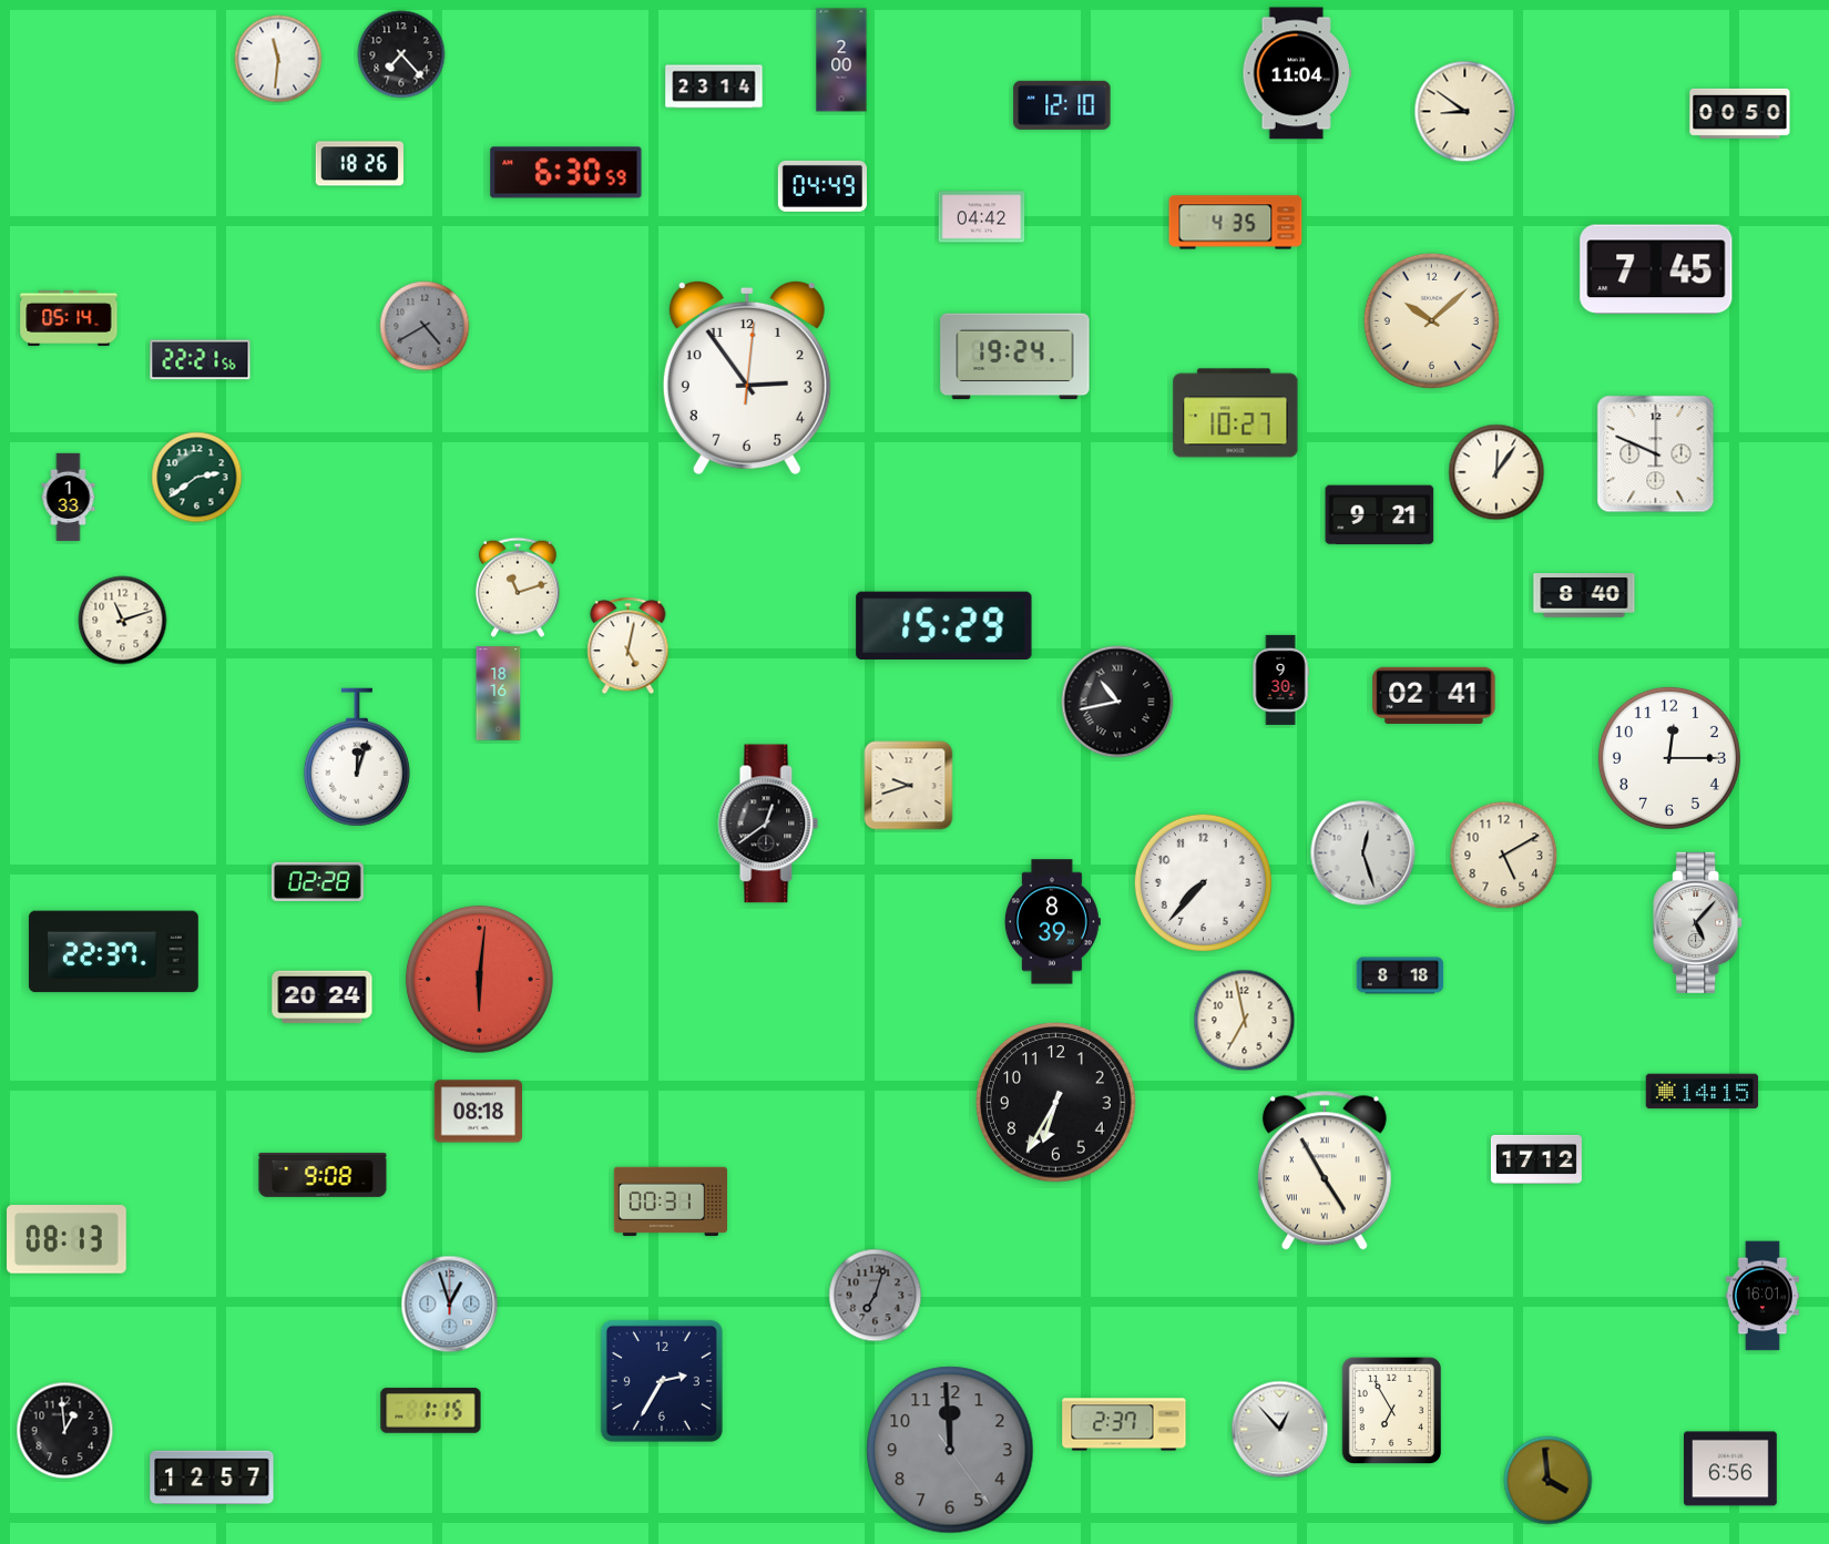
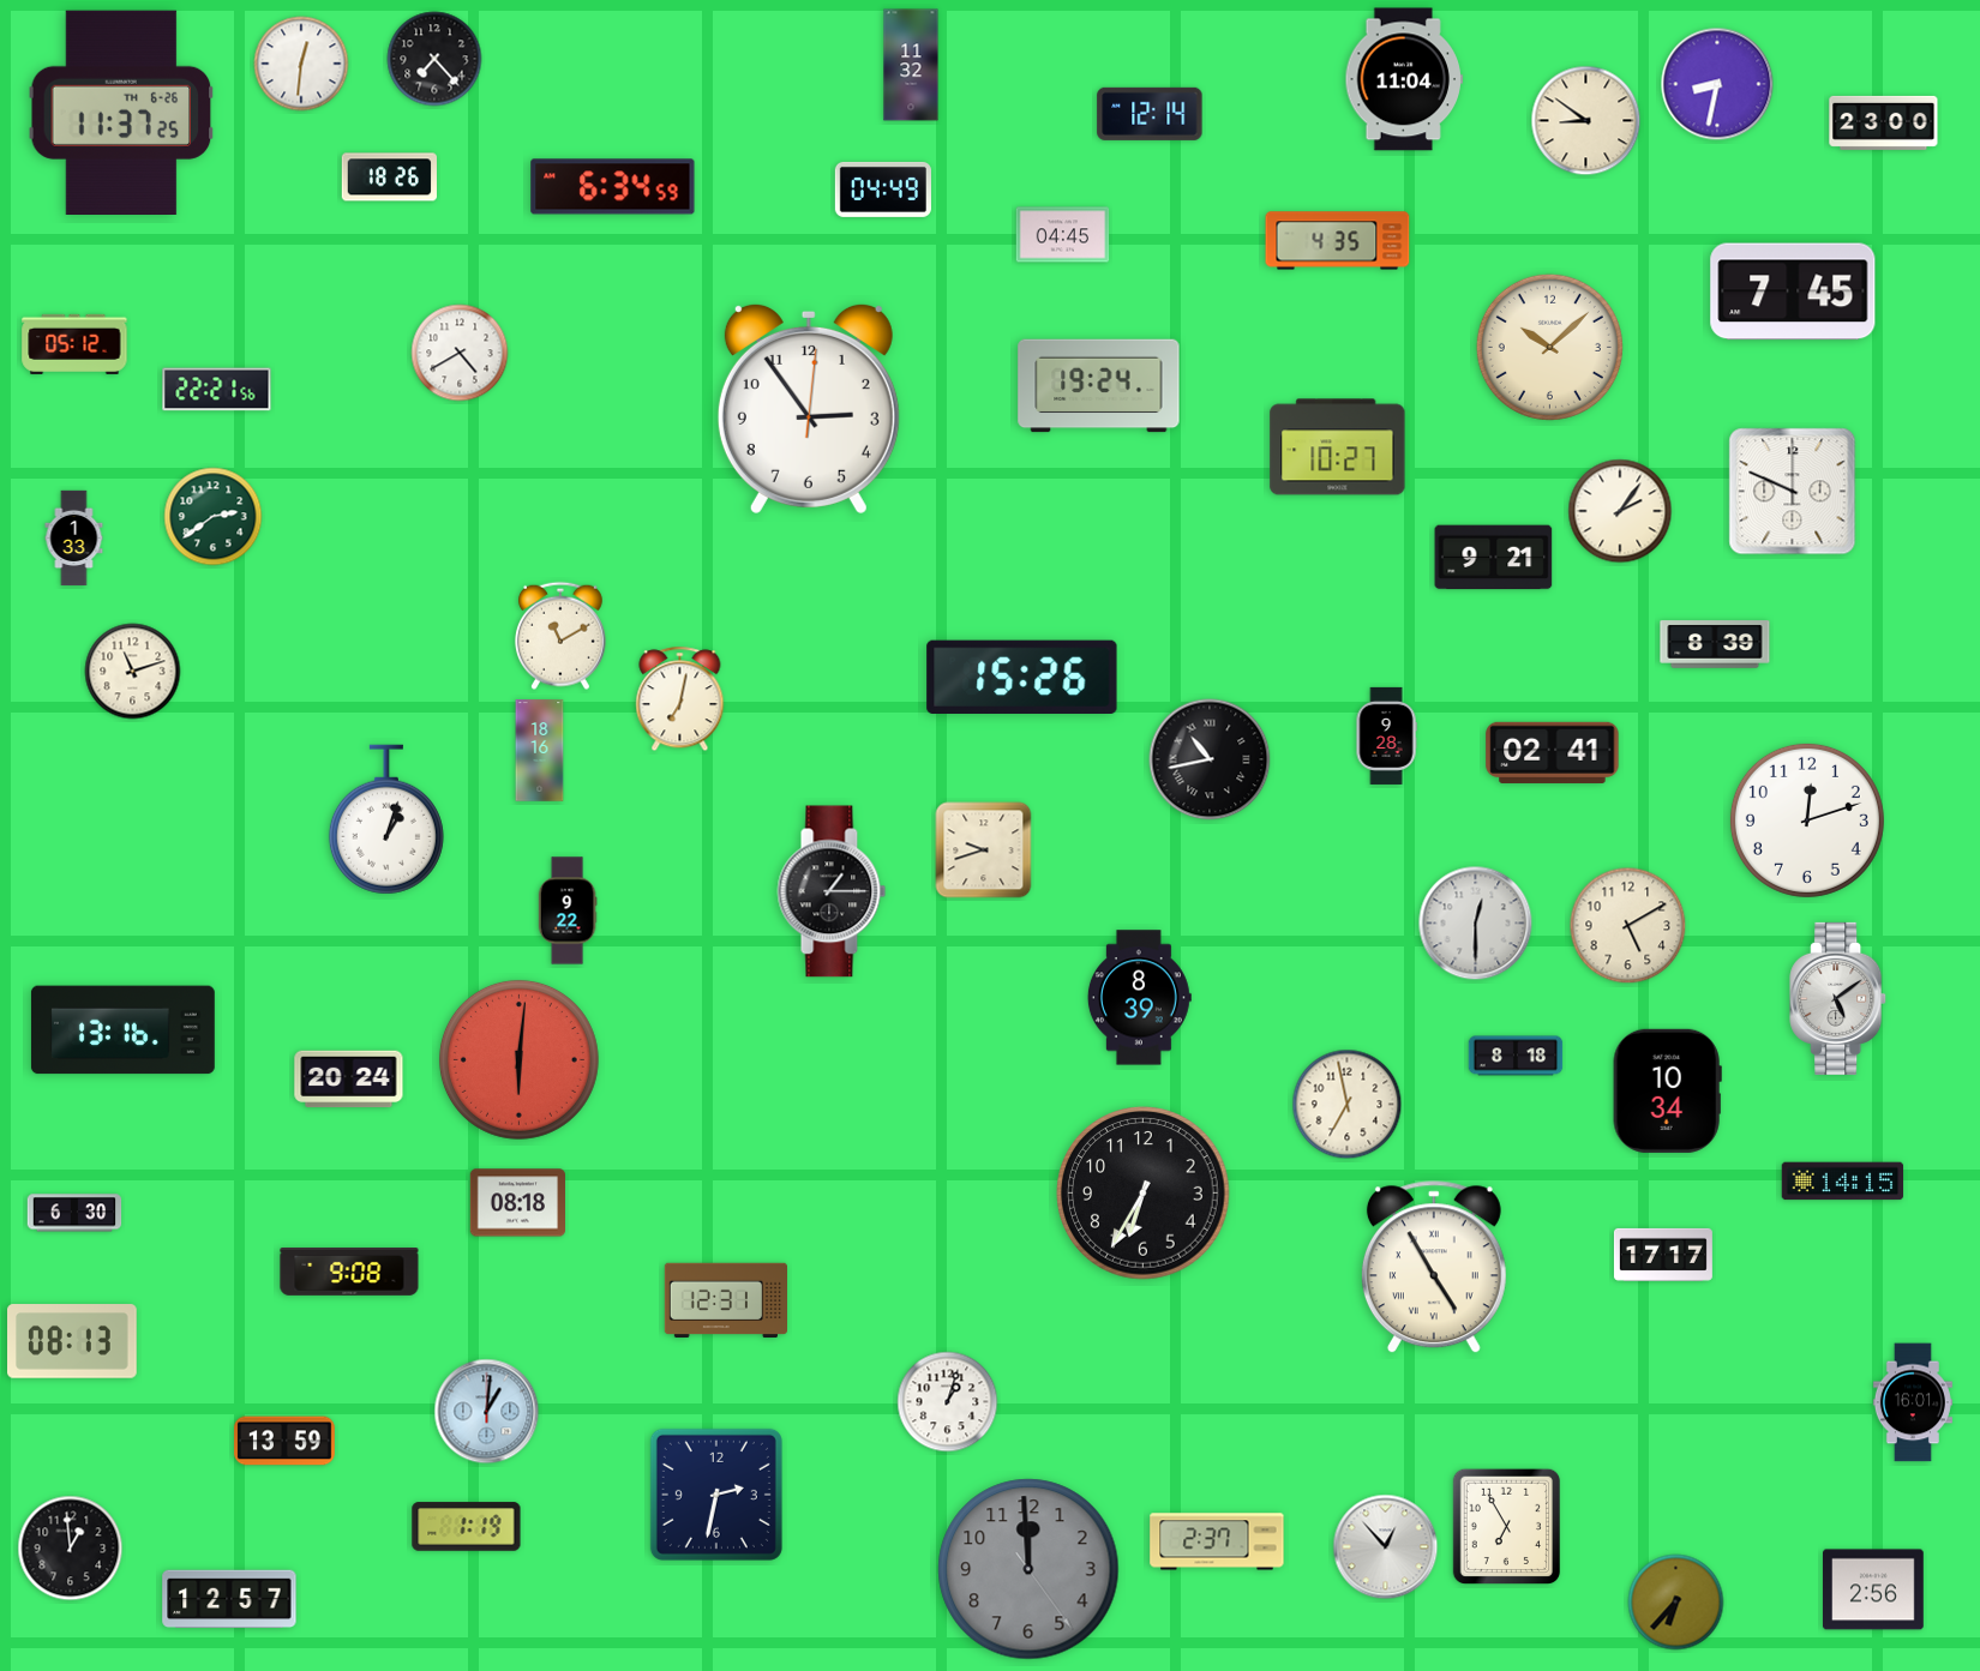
clock at (278, 59): 11:31 -> 12:31
clock at (841, 60): 2:00 -> 11:32
clock at (1717, 84): none -> 8:32
clock at (714, 86): 23:14 -> none
clock at (121, 112): none -> 11:37
clock at (1062, 105): 12:10 -> 12:14
clock at (1740, 113): 00:50 -> 23:00
clock at (566, 173): 6:30 -> 6:34
clock at (822, 186) position: (822, 186) -> (883, 190)
clock at (982, 217): 04:42 -> 04:45
clock at (69, 318): 05:14 -> 05:12
clock at (425, 326) dial: grey -> white
clock at (1496, 472): 12:06 -> 2:06
clock at (518, 587): 11:12 -> 11:10
clock at (1584, 595): 8:40 -> 8:39
clock at (944, 625): 15:29 -> 15:26
clock at (629, 646): 5:02 -> 7:02
clock at (1280, 679): 9:30 -> 9:28
clock at (357, 757): 12:03 -> 1:03
clock at (1669, 758): 12:15 -> 12:12
clock at (768, 824): 12:39 -> 1:15
clock at (568, 910): none -> 9:22
clock at (1363, 853): 12:27 -> 12:30
clock at (317, 881): 02:28 -> none
clock at (1203, 882): 7:37 -> none
clock at (1698, 922): 5:07 -> 5:09
clock at (113, 952): 22:37 -> 13:16
clock at (1667, 1090): none -> 10:34
clock at (74, 1213): none -> 6:30
clock at (1536, 1159): 17:12 -> 17:17
clock at (671, 1202): 00:31 -> 12:31
clock at (876, 1296): 7:03 -> 1:03
clock at (876, 1296) dial: grey -> white
clock at (1762, 1296) position: (1762, 1296) -> (1913, 1402)
clock at (450, 1305): 12:57 -> 1:01
clock at (284, 1441): none -> 13:59
clock at (662, 1381): 2:35 -> 2:32
clock at (431, 1411): 1:15 -> 1:19
clock at (1731, 1469): 6:56 -> 2:56
clock at (1549, 1481): 3:59 -> 6:37
